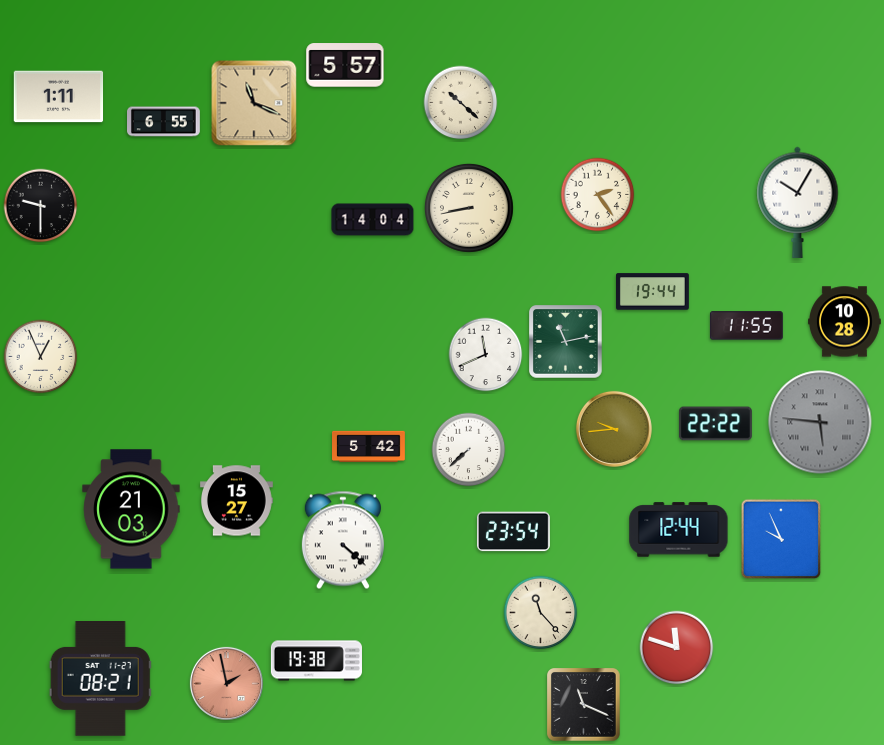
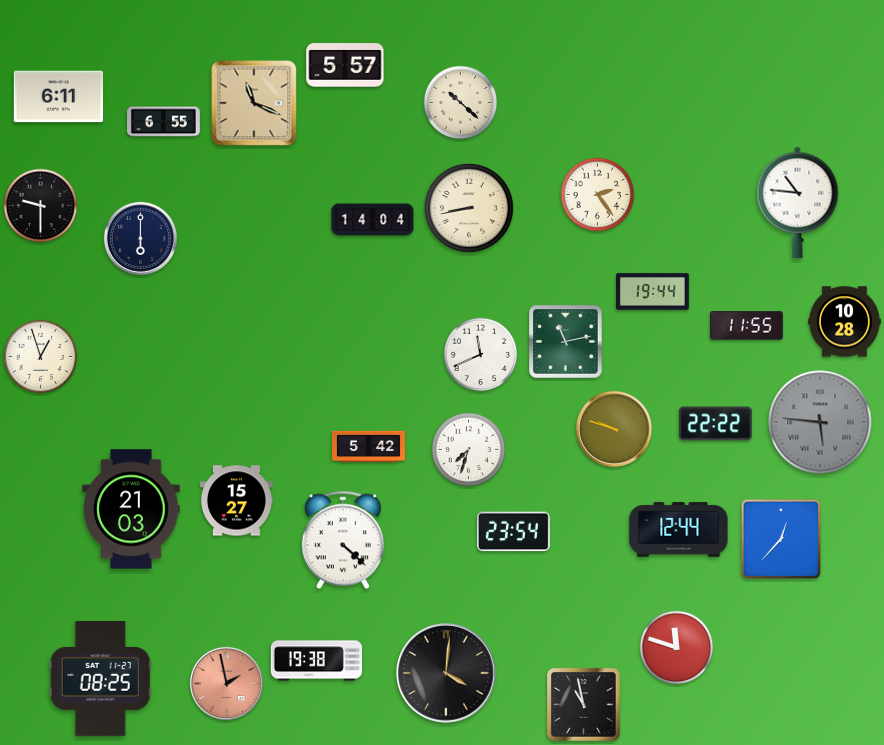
clock at (59, 97): 1:11 -> 6:11
clock at (798, 202): 10:05 -> 10:46
clock at (140, 238): none -> 6:00
clock at (486, 355) position: (486, 355) -> (481, 355)
clock at (41, 357): 12:56 -> 12:57
clock at (614, 429): 9:44 -> 9:48
clock at (469, 450): 7:38 -> 7:33
clock at (781, 539): 9:56 -> 12:37
clock at (541, 613): 11:23 -> none
clock at (446, 673): none -> 4:01
clock at (100, 679): 08:21 -> 08:25
clock at (584, 705): 11:19 -> 10:58
